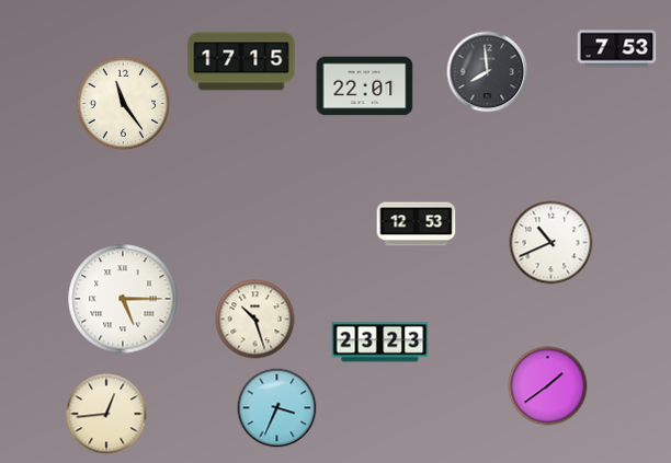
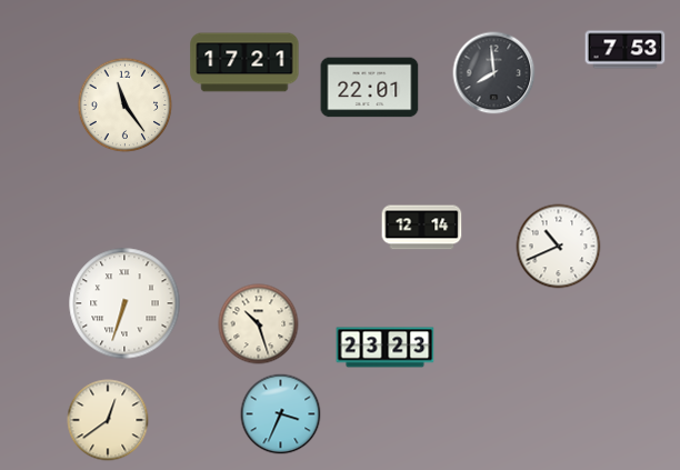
clock at (241, 61): 17:15 -> 17:21
clock at (417, 224): 12:53 -> 12:14
clock at (123, 299): 5:15 -> 6:33
clock at (548, 386): 1:39 -> none
clock at (106, 414): 12:44 -> 12:39
